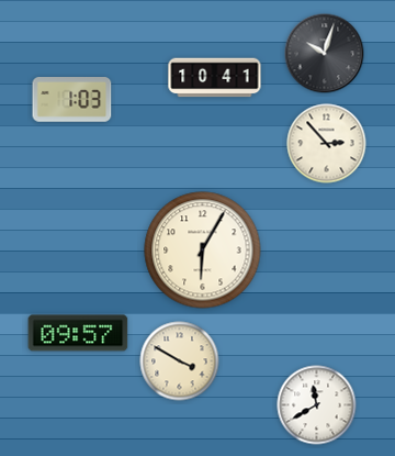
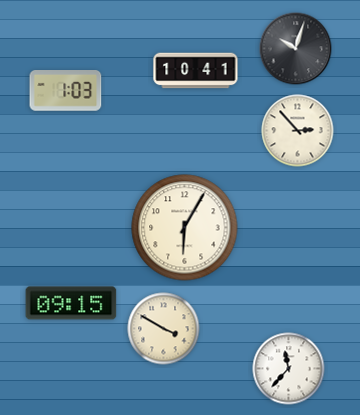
clock at (78, 333): 09:57 -> 09:15
clock at (317, 405): 11:40 -> 11:37
